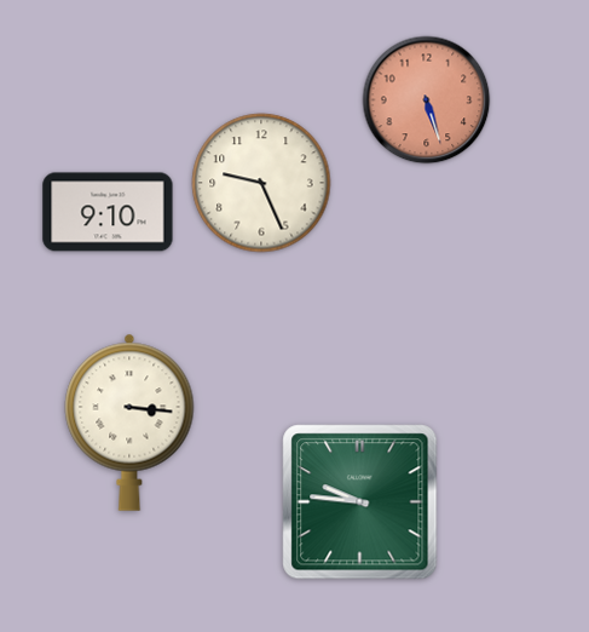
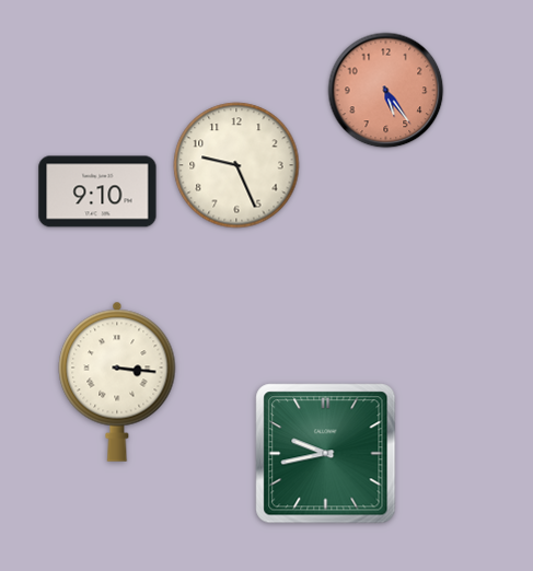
clock at (427, 100): 5:27 -> 5:24
clock at (360, 502): 9:46 -> 9:43
